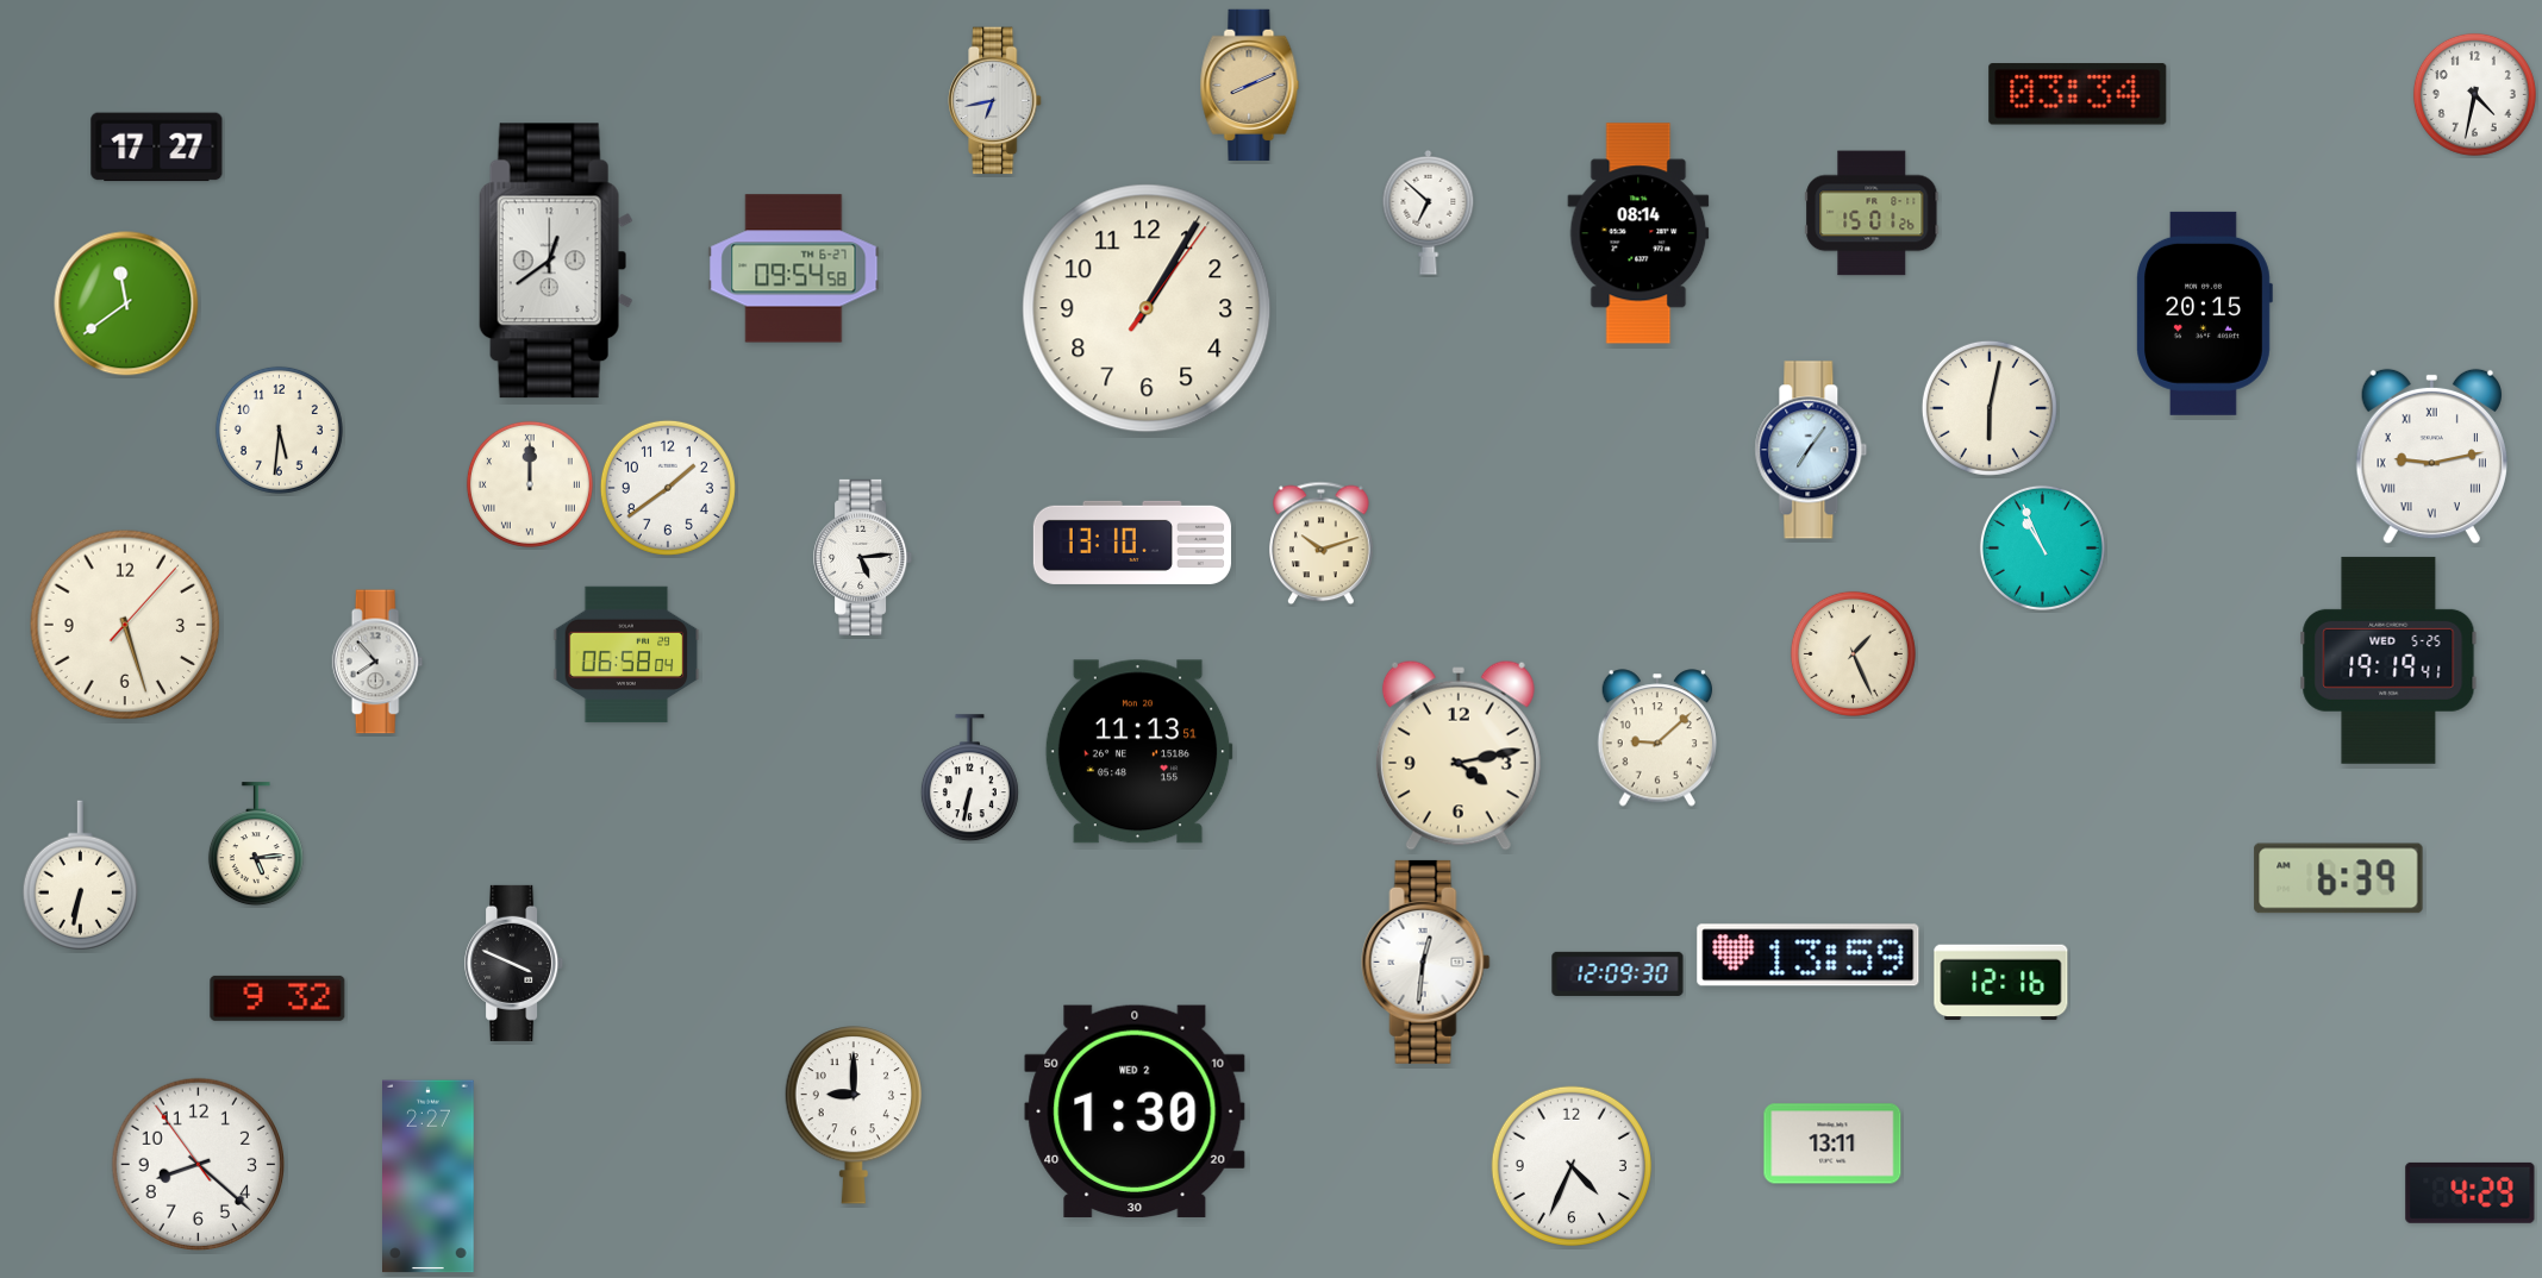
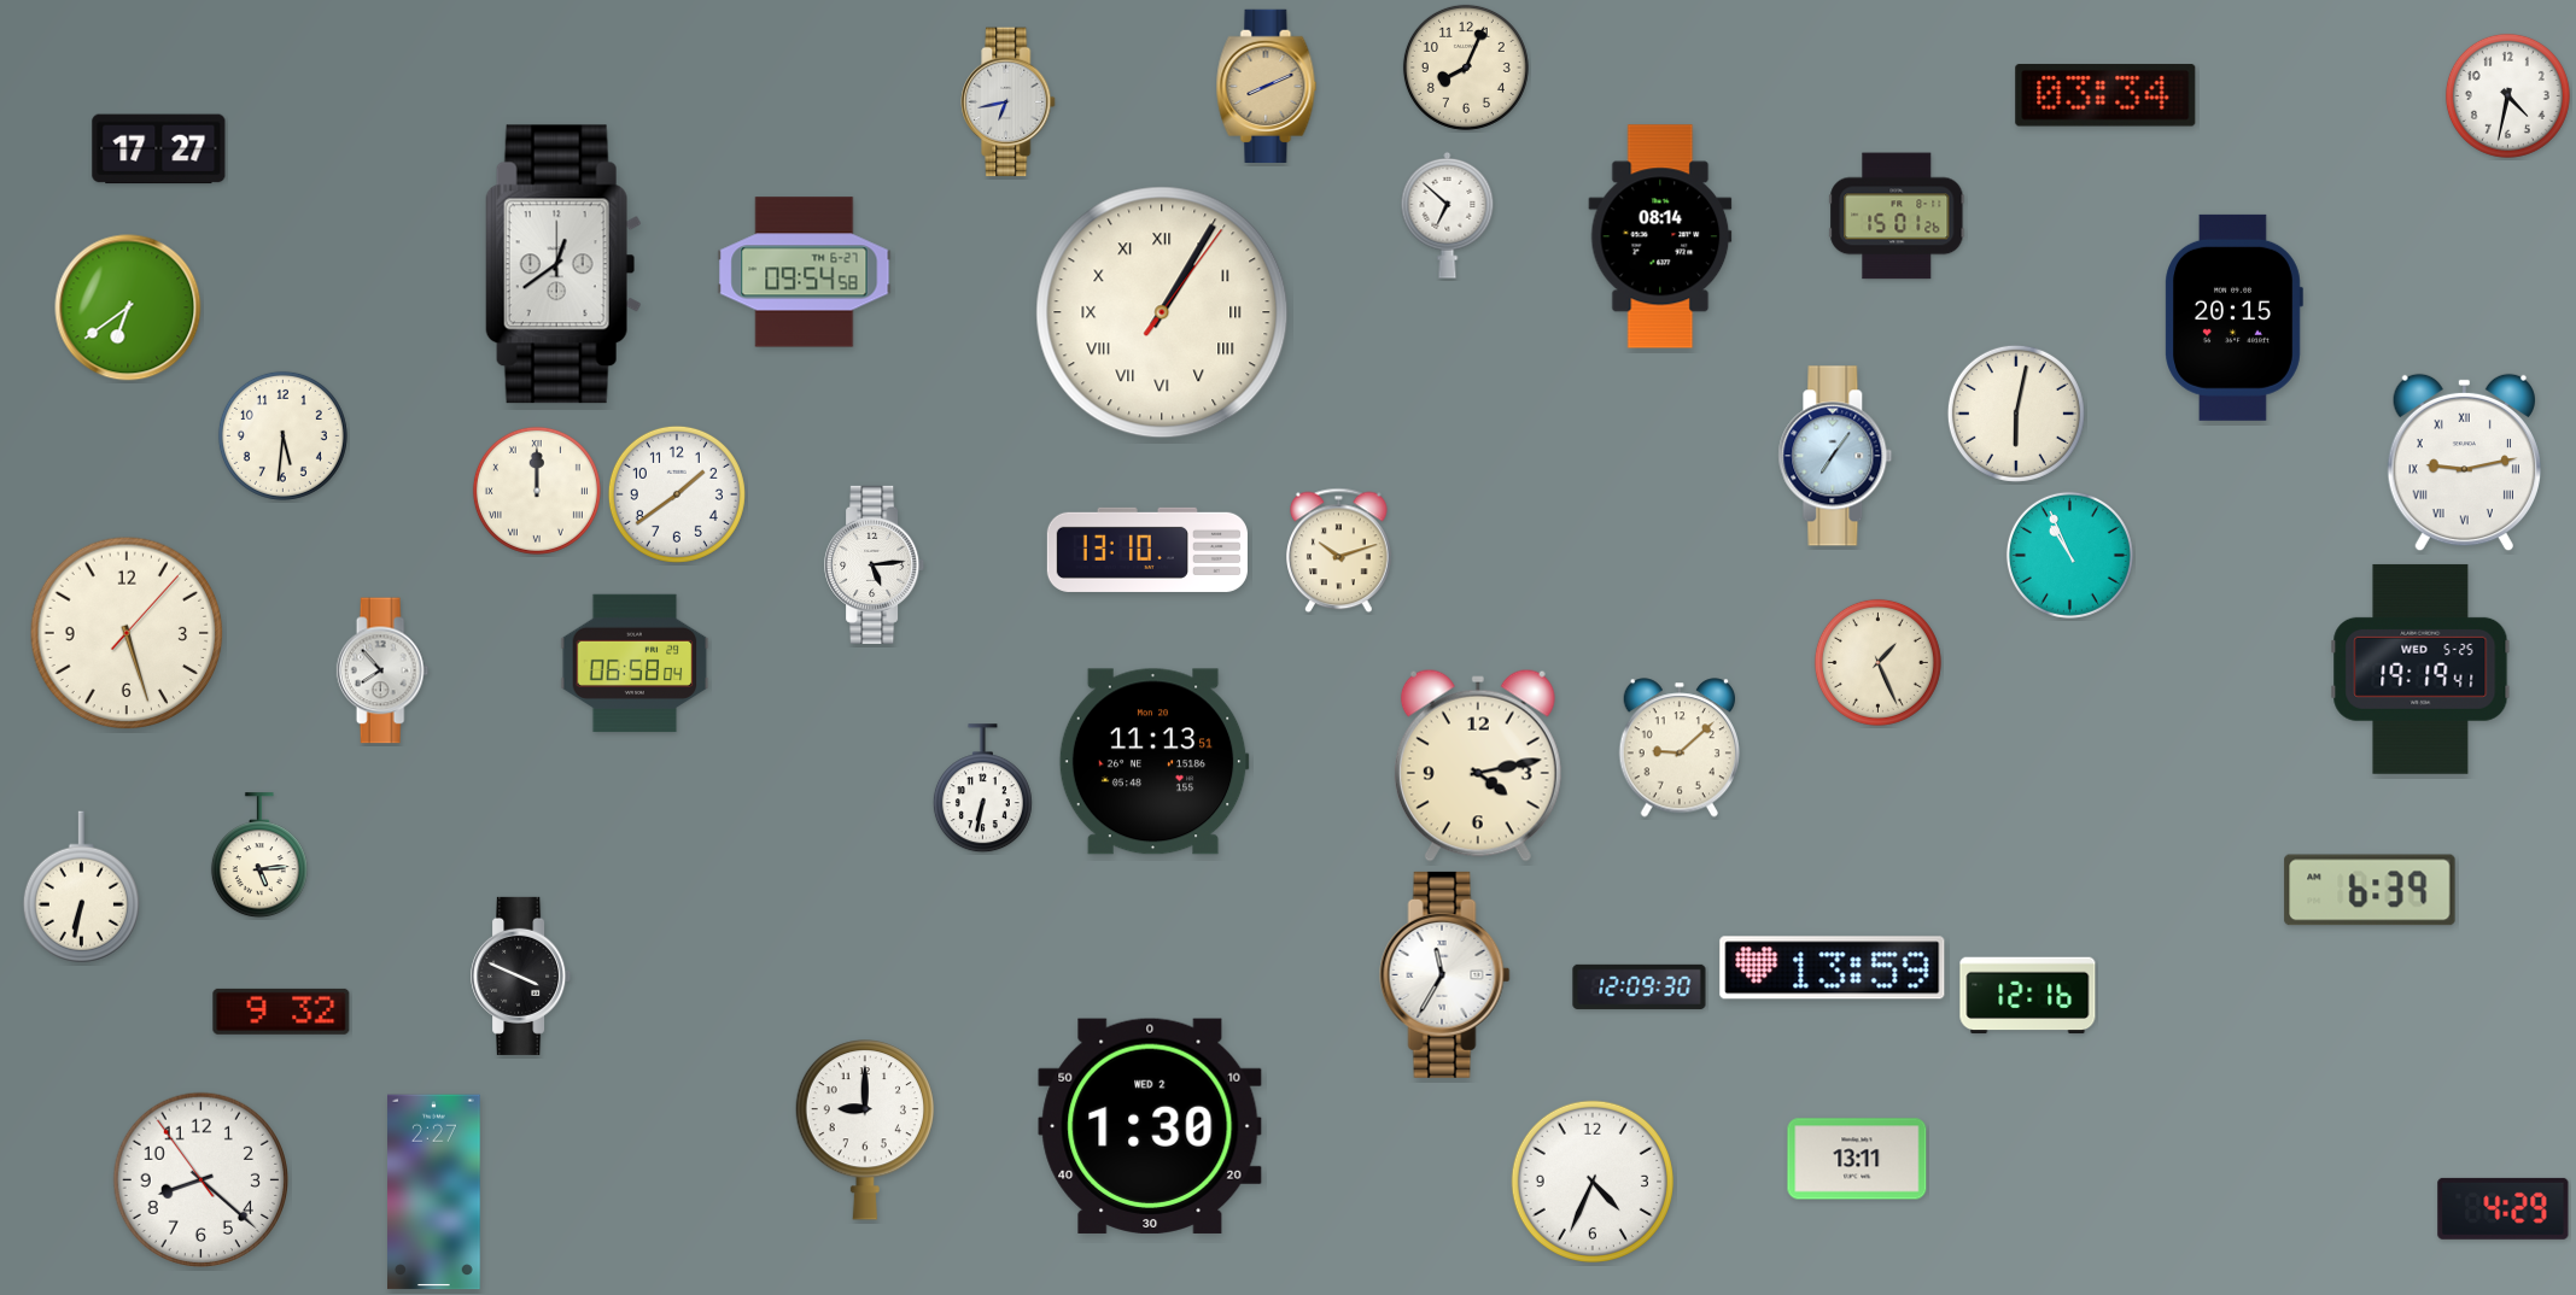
clock at (1466, 68): none -> 8:04
clock at (126, 303): 11:39 -> 6:39
clock at (1147, 308) numerals: Arabic -> Roman
clock at (1426, 961): 12:31 -> 11:35
